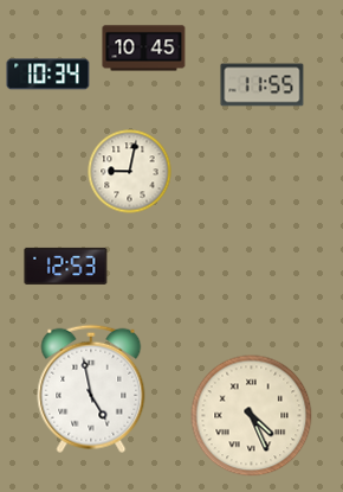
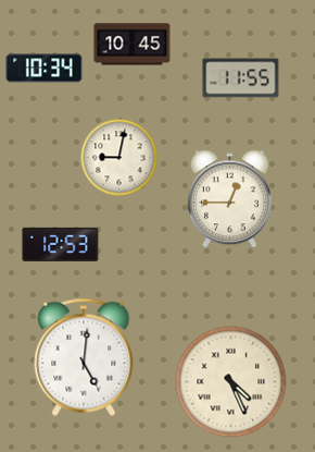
clock at (229, 199): none -> 12:45
clock at (91, 389): 4:58 -> 5:01
